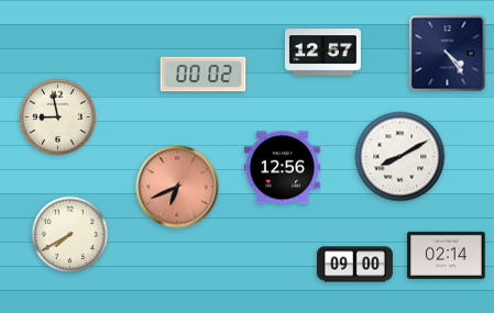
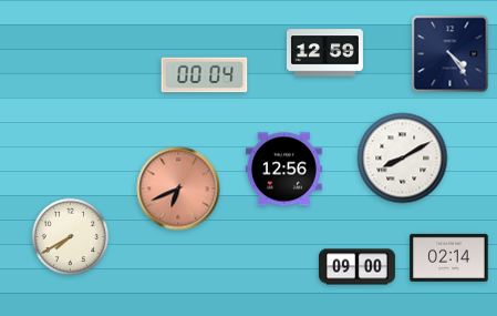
clock at (322, 53): 12:57 -> 12:59
clock at (204, 75): 00:02 -> 00:04
clock at (58, 118): 8:58 -> none
